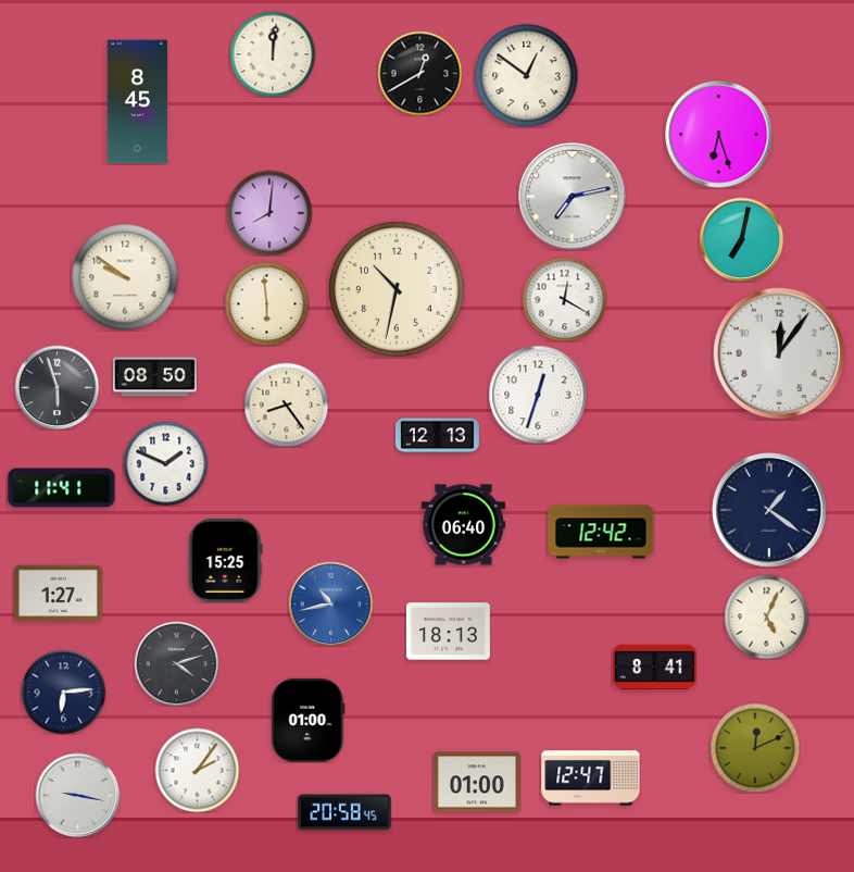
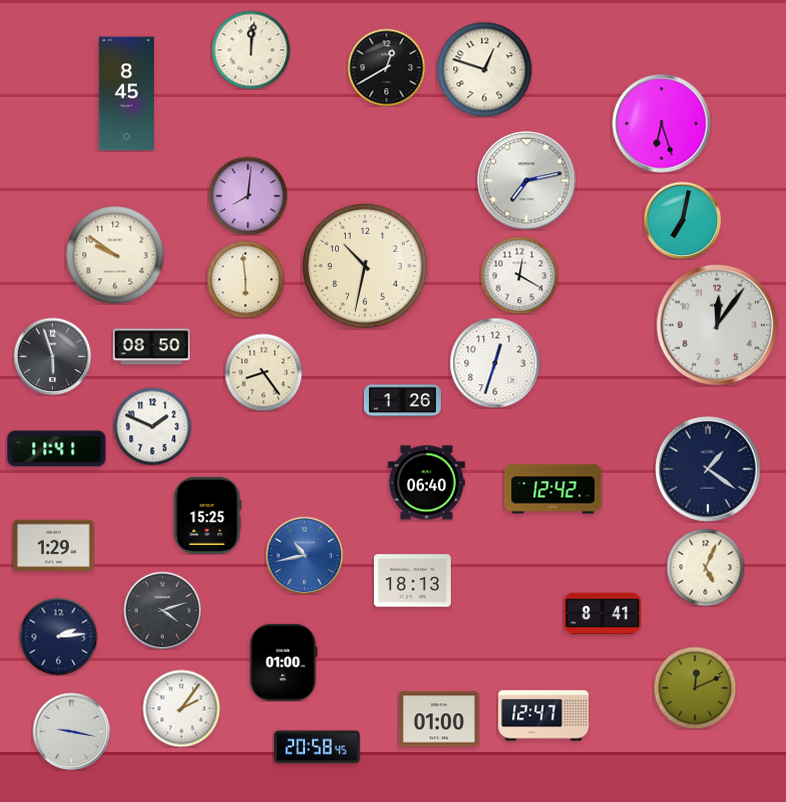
clock at (526, 75): 12:51 -> 12:48
clock at (154, 377) position: (154, 377) -> (151, 347)
clock at (437, 436): 12:13 -> 1:26
clock at (59, 594): 1:27 -> 1:29
clock at (63, 692): 6:14 -> 2:14
